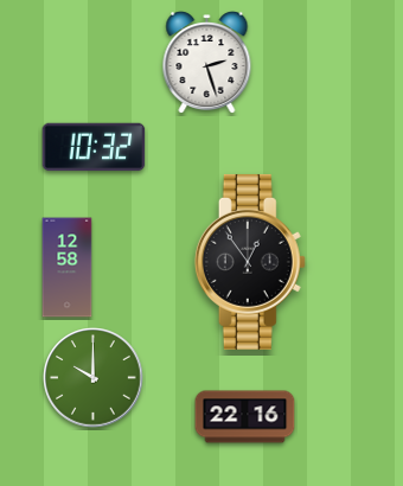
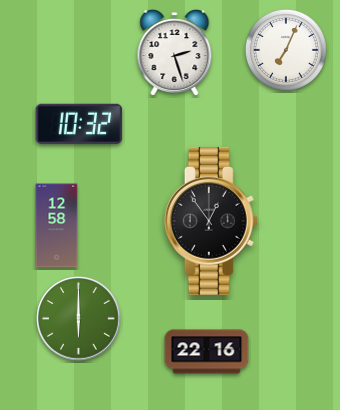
clock at (286, 50): none -> 7:04
clock at (94, 378): 10:00 -> 6:00
